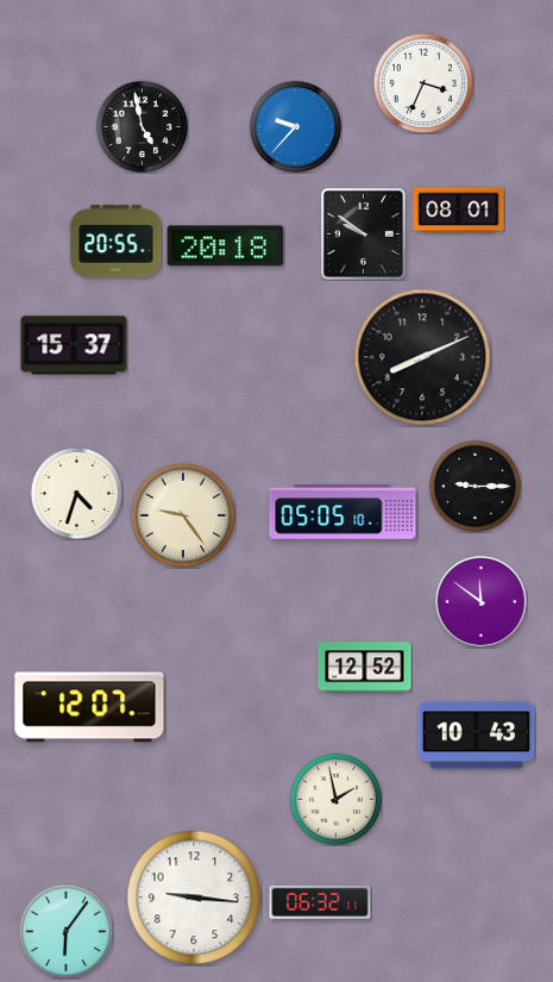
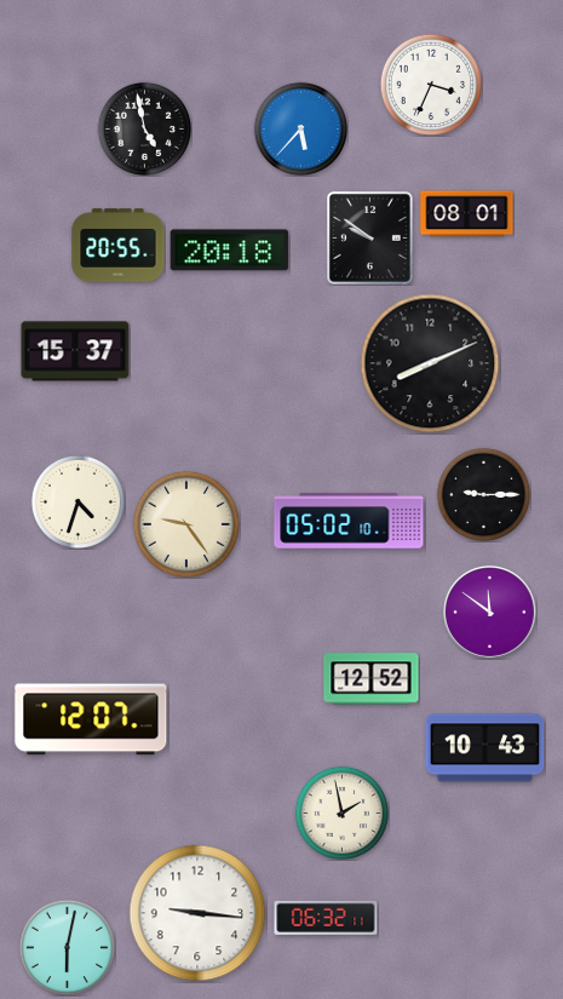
clock at (295, 126): 9:37 -> 5:37
clock at (343, 512): 05:05 -> 05:02
clock at (65, 931): 6:06 -> 6:02
